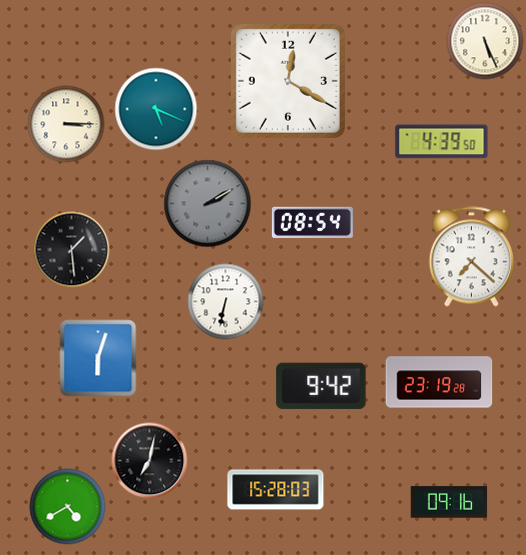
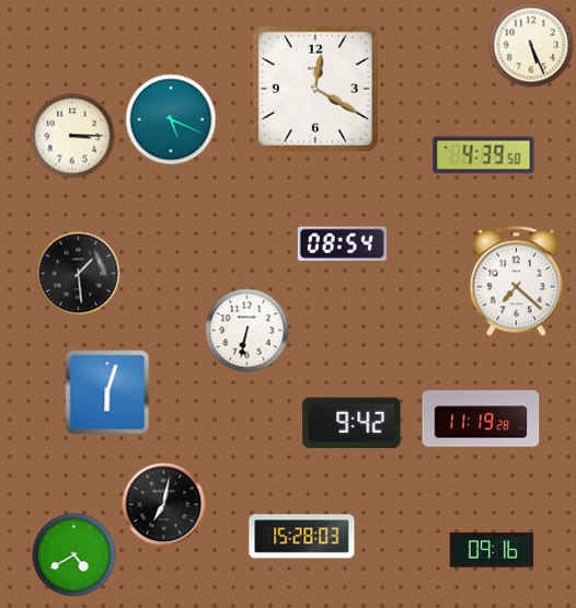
clock at (208, 204): 2:10 -> none
clock at (439, 382): 23:19 -> 11:19
